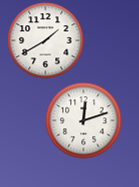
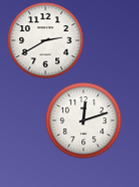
clock at (46, 41): 1:40 -> 2:40
